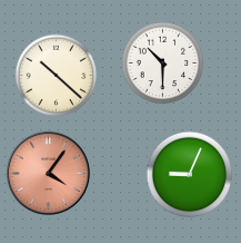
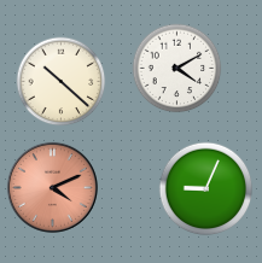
clock at (163, 64): 10:30 -> 4:10
clock at (48, 173): 4:06 -> 4:11
